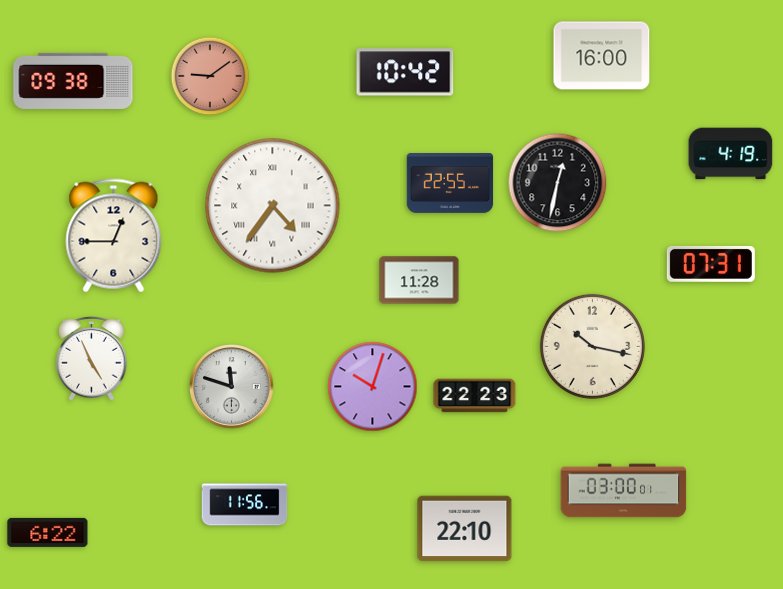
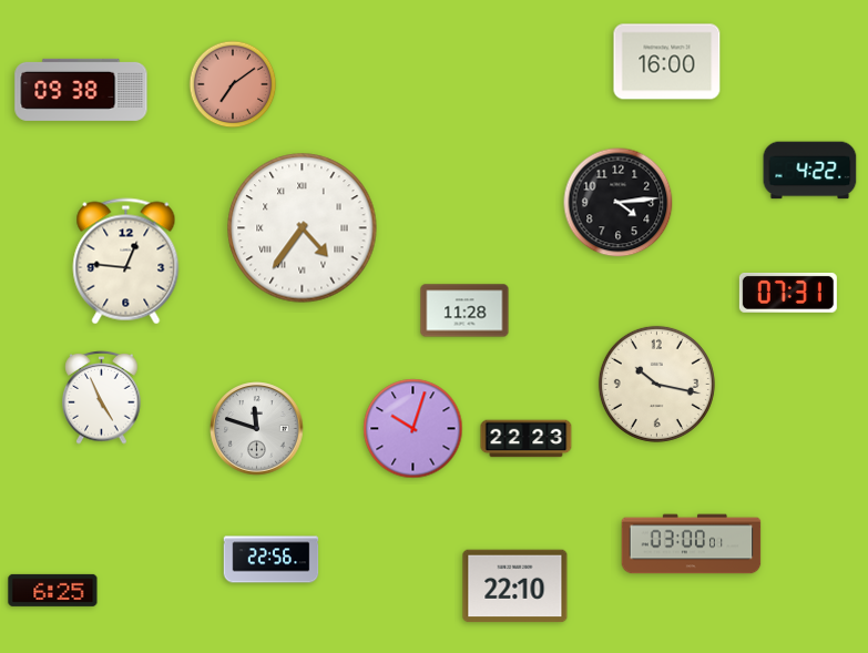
clock at (405, 72): 10:42 -> none
clock at (210, 76): 9:09 -> 7:09
clock at (731, 154): 4:19 -> 4:22
clock at (558, 183): 12:32 -> 4:14
clock at (450, 184): 22:55 -> none
clock at (114, 236): 12:45 -> 12:46
clock at (245, 505): 11:56 -> 22:56
clock at (48, 532): 6:22 -> 6:25
